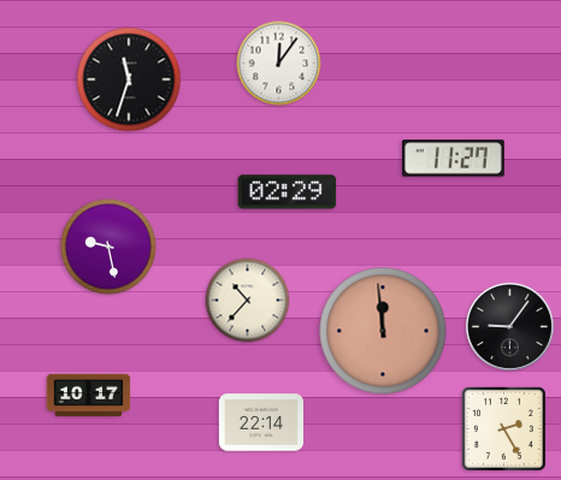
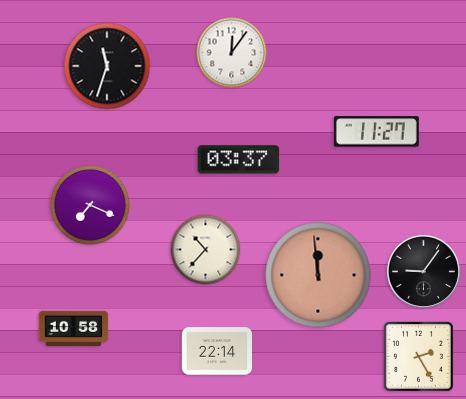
clock at (288, 192): 02:29 -> 03:37
clock at (108, 247): 9:28 -> 7:19
clock at (89, 396): 10:17 -> 10:58
